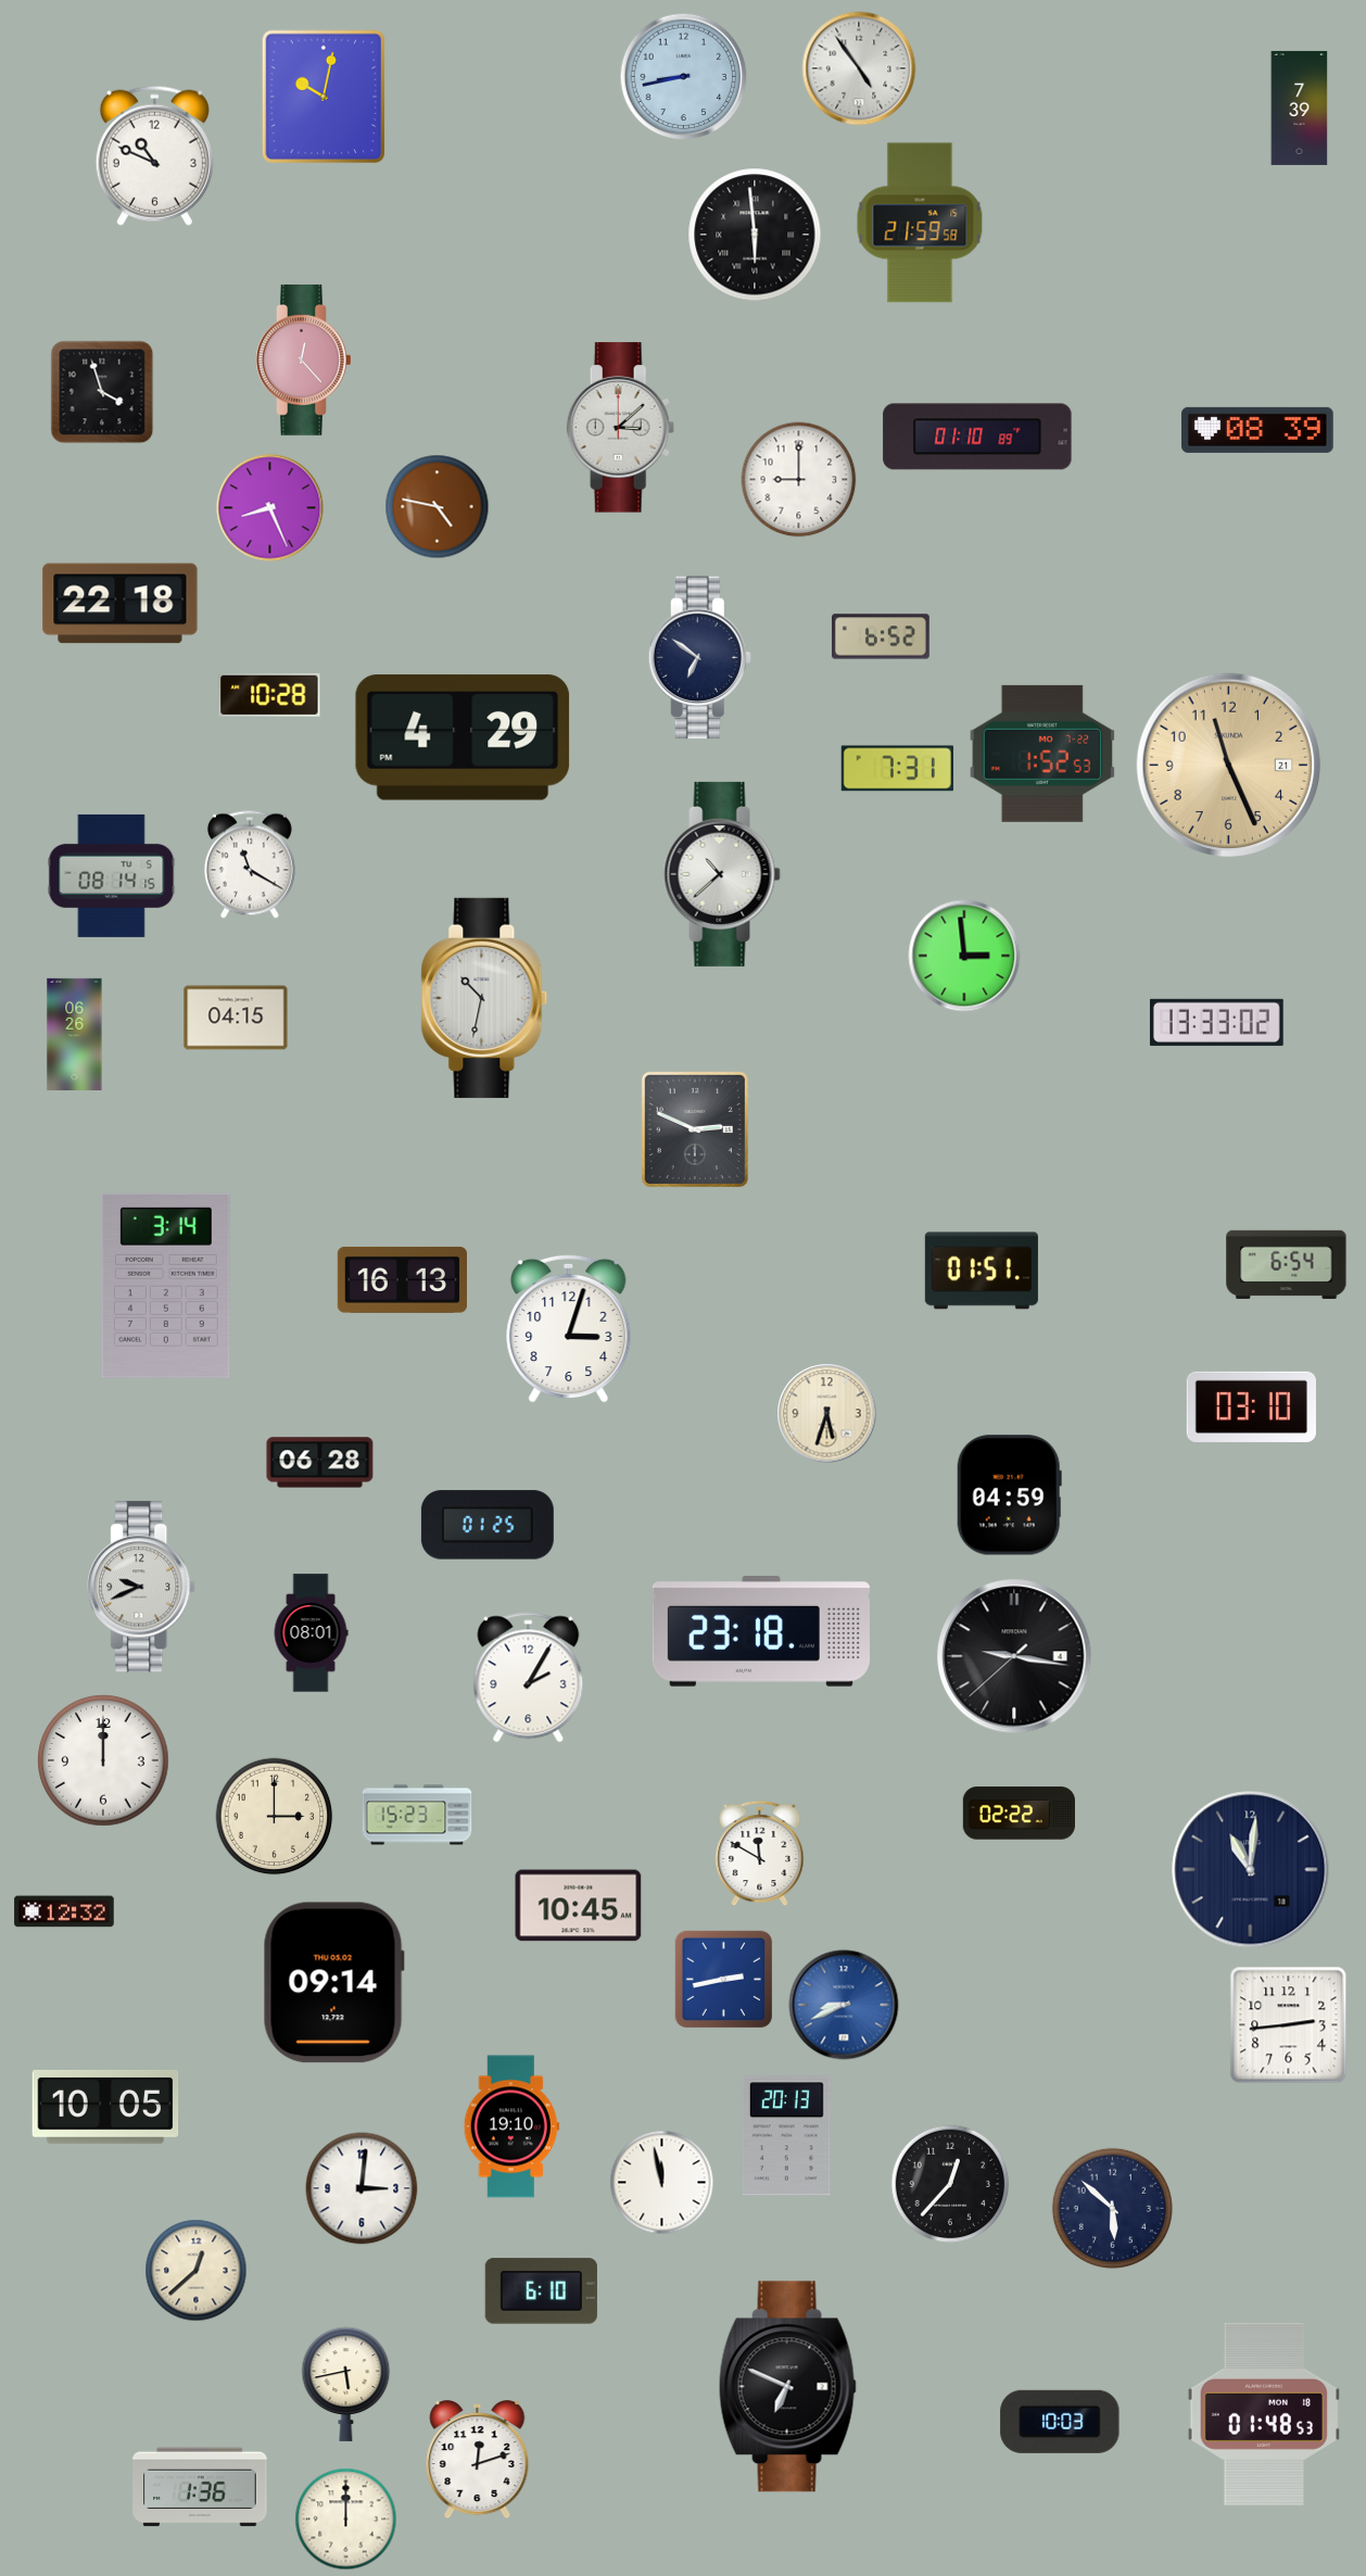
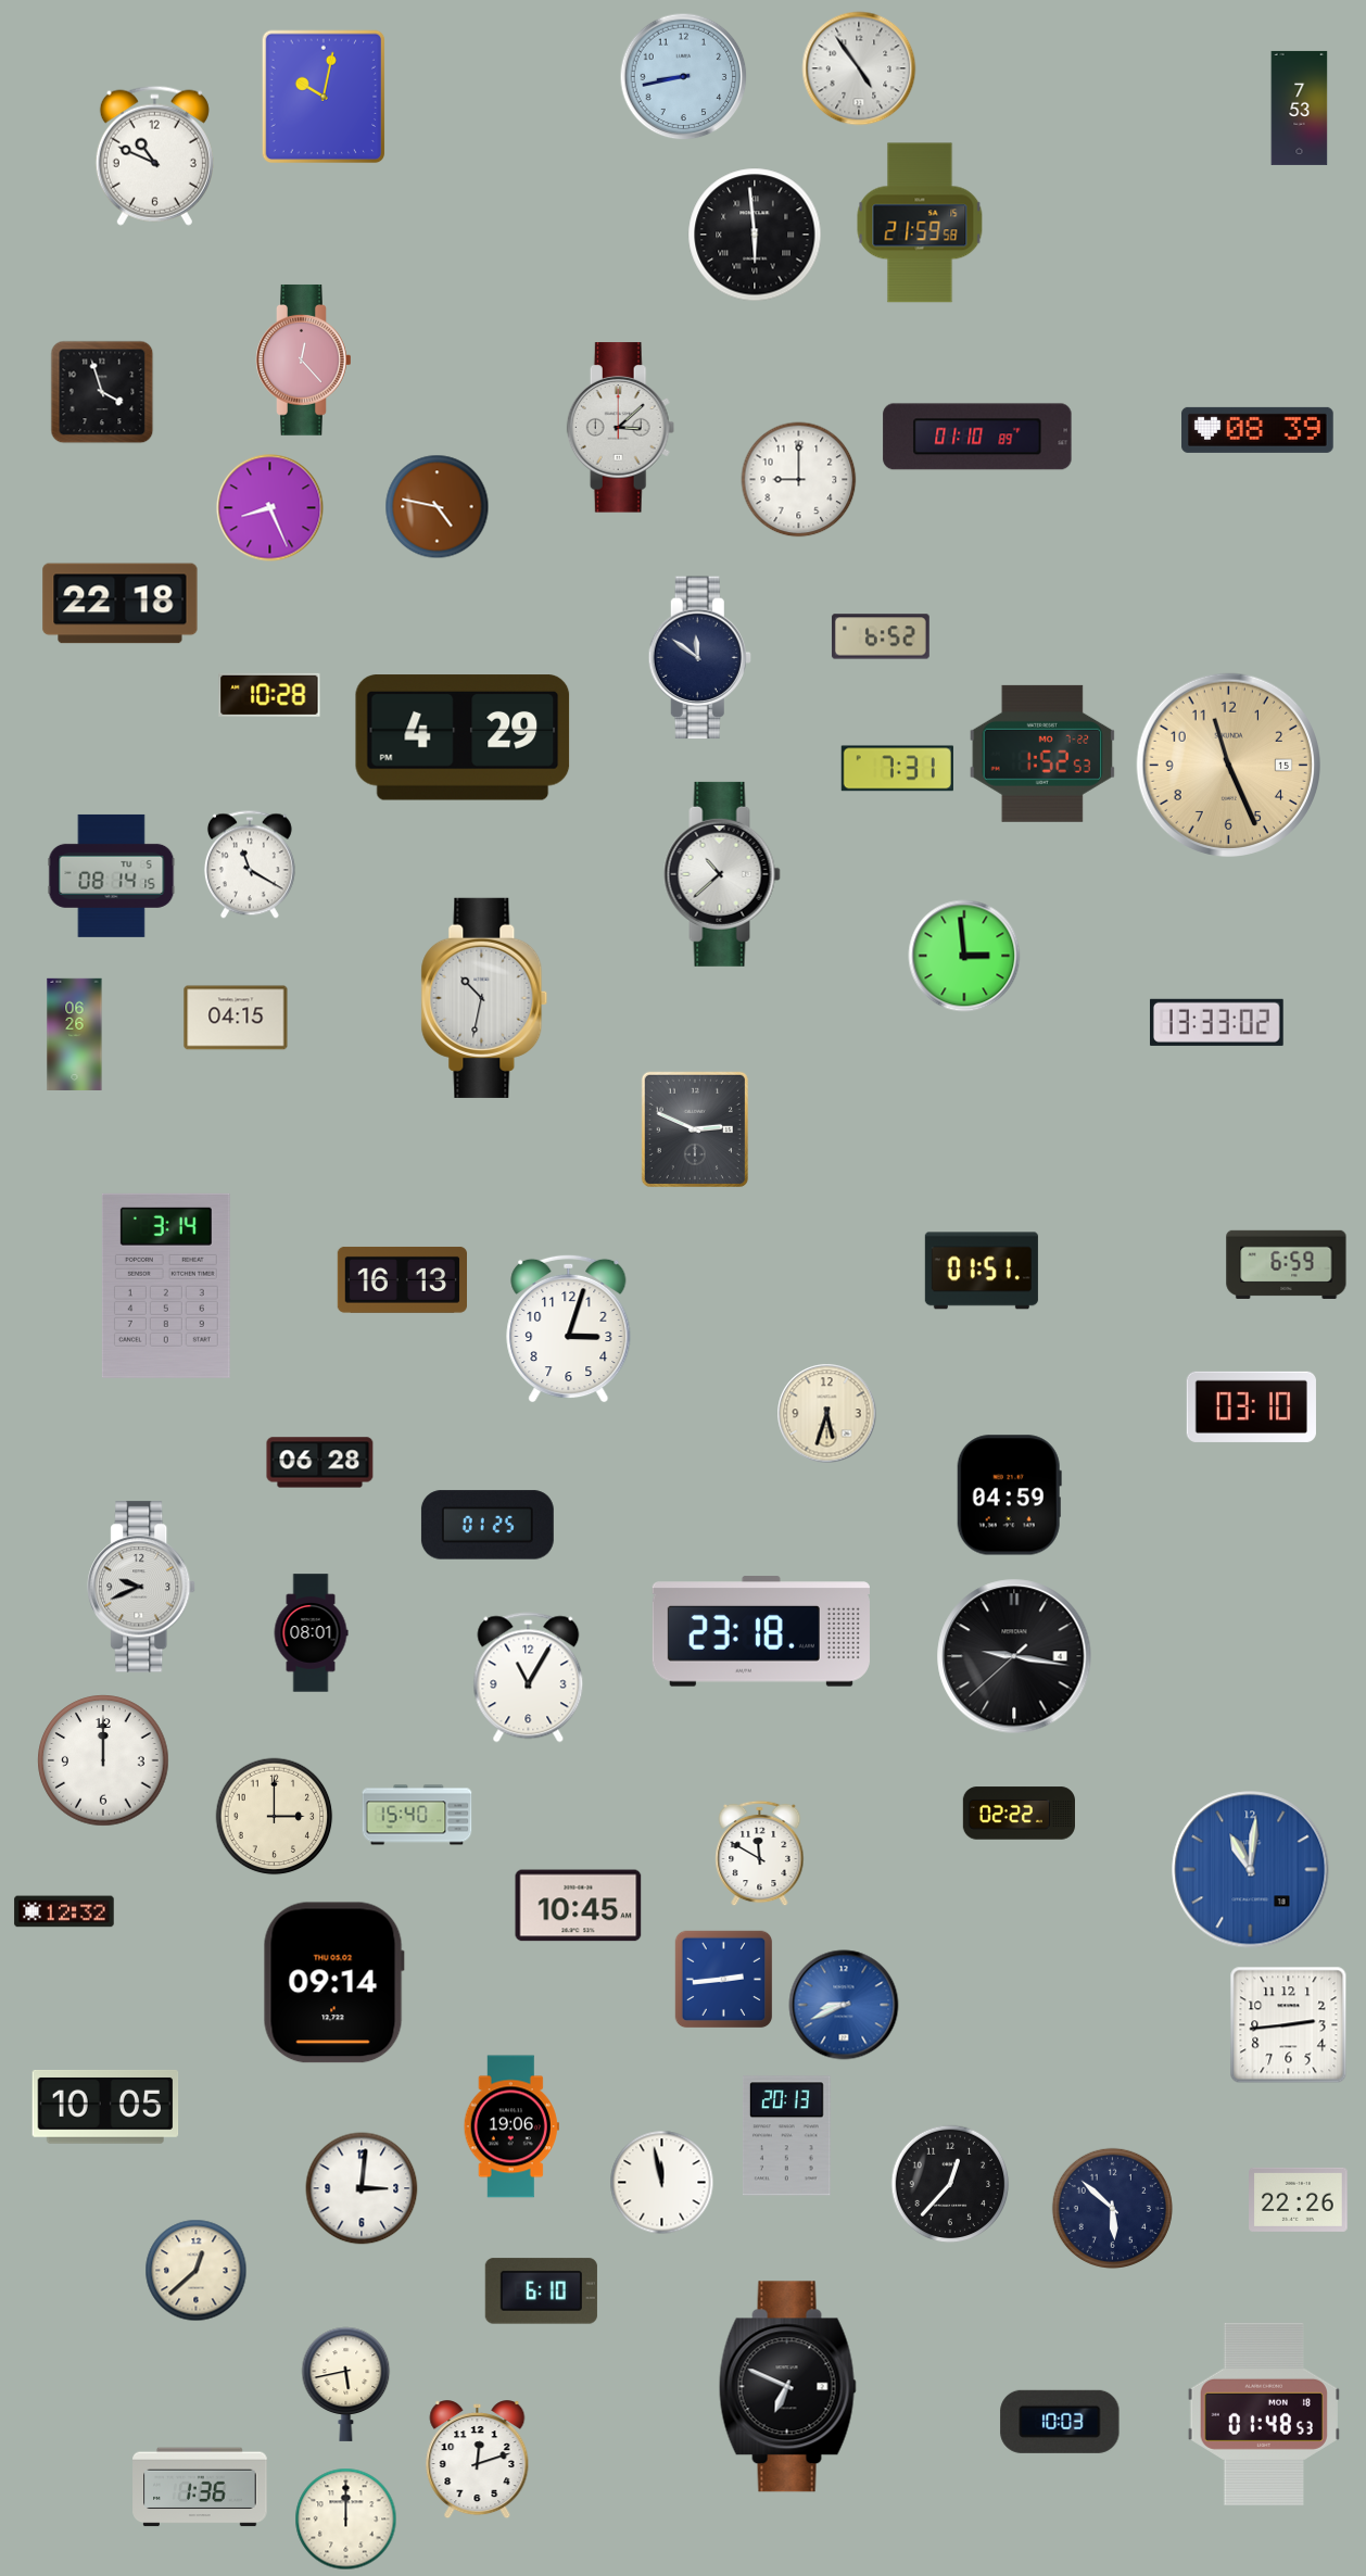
clock at (1300, 108): 7:39 -> 7:53
clock at (699, 658): 6:51 -> 11:51
clock at (1228, 765) date: 21 -> 15
clock at (1287, 1264): 6:54 -> 6:59
clock at (529, 1678): 2:05 -> 11:05
clock at (417, 1815): 15:23 -> 15:40
clock at (1251, 1870) dial: navy -> blue
clock at (724, 1980): 2:43 -> 2:44
clock at (511, 2126): 19:10 -> 19:06
clock at (1299, 2199): none -> 22:26
